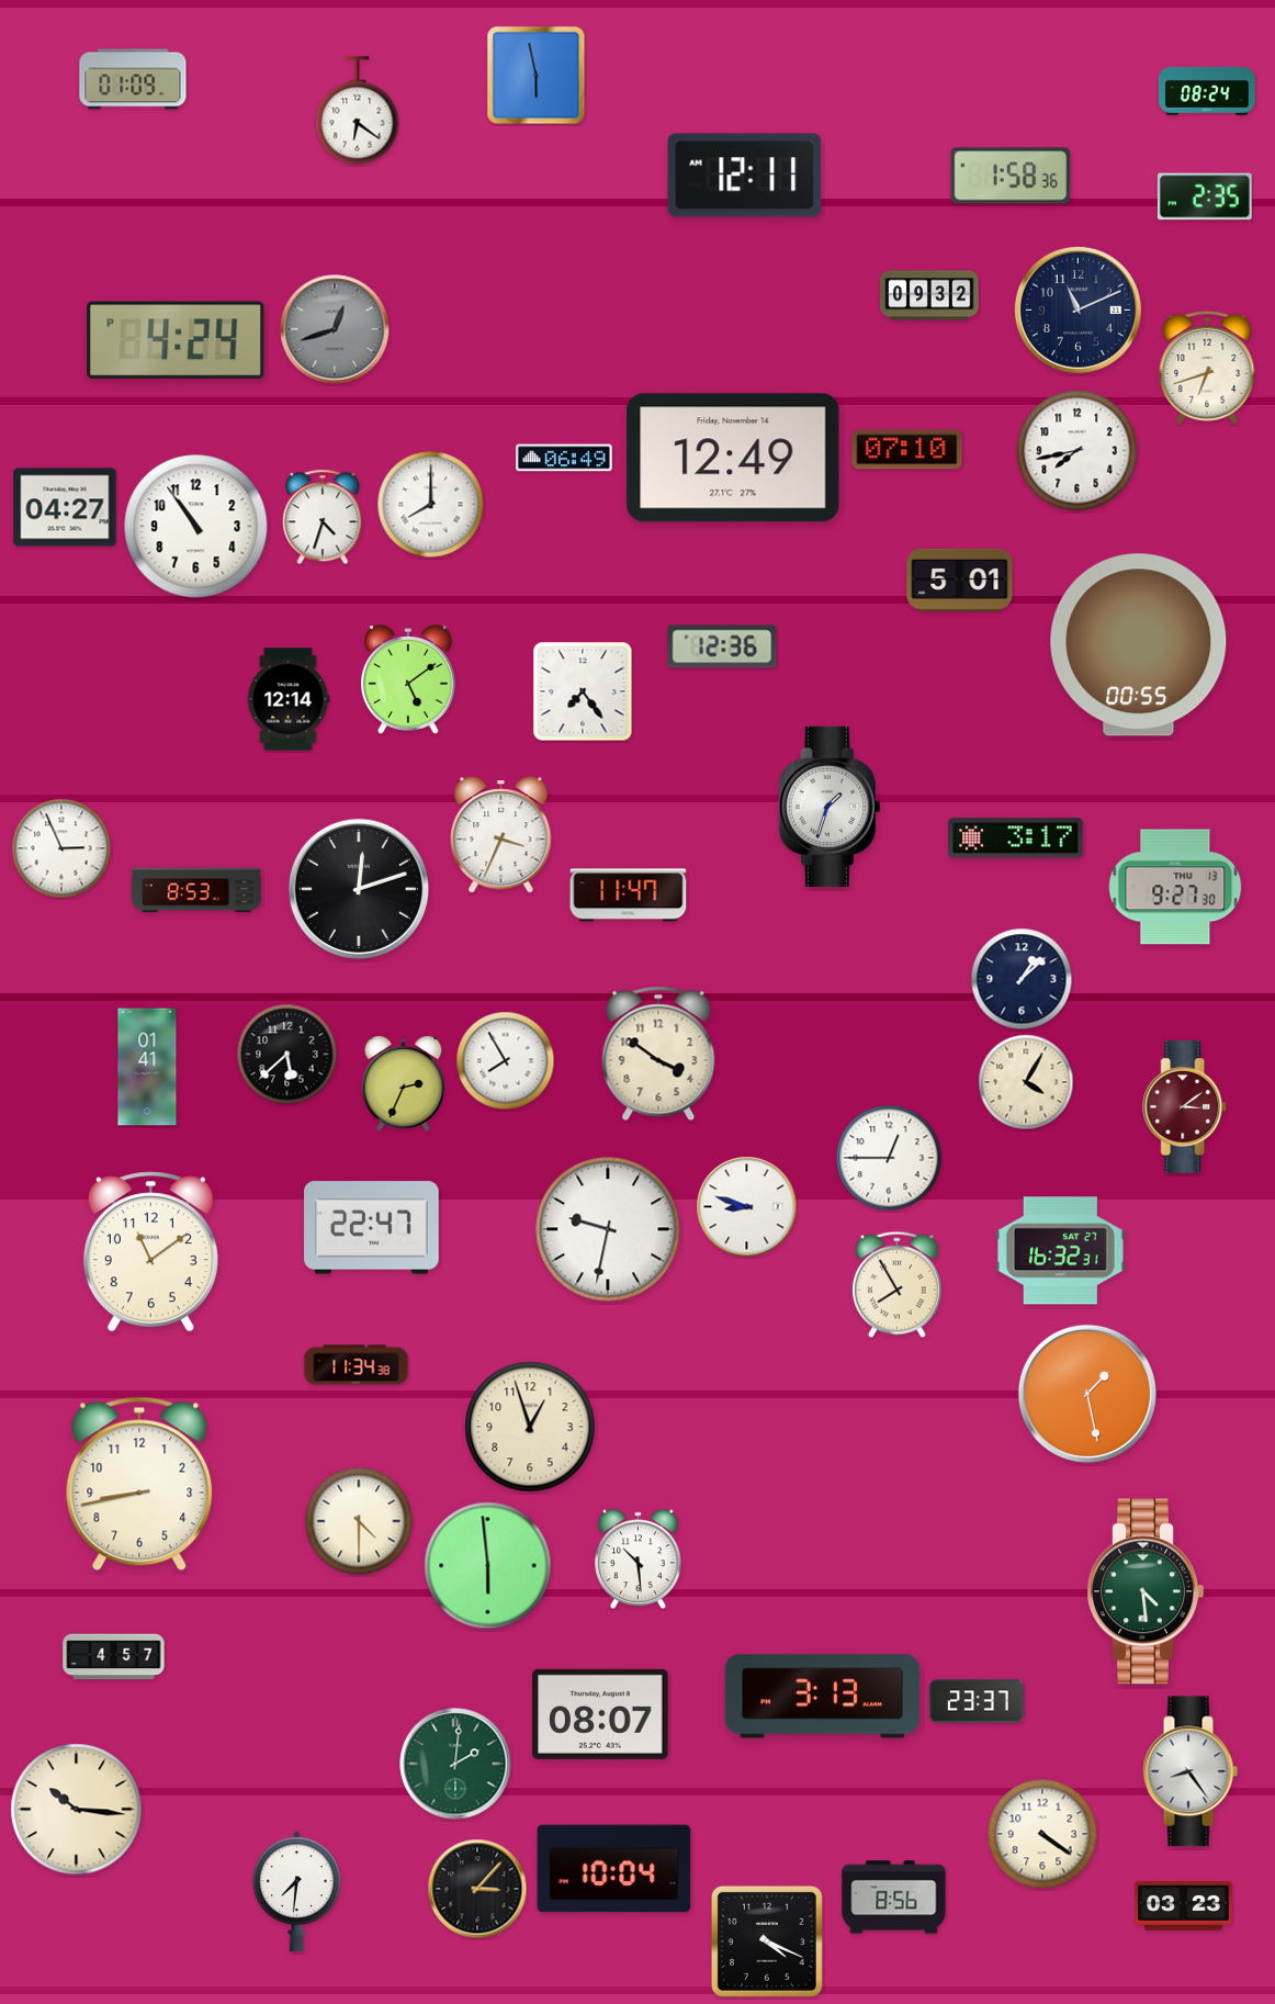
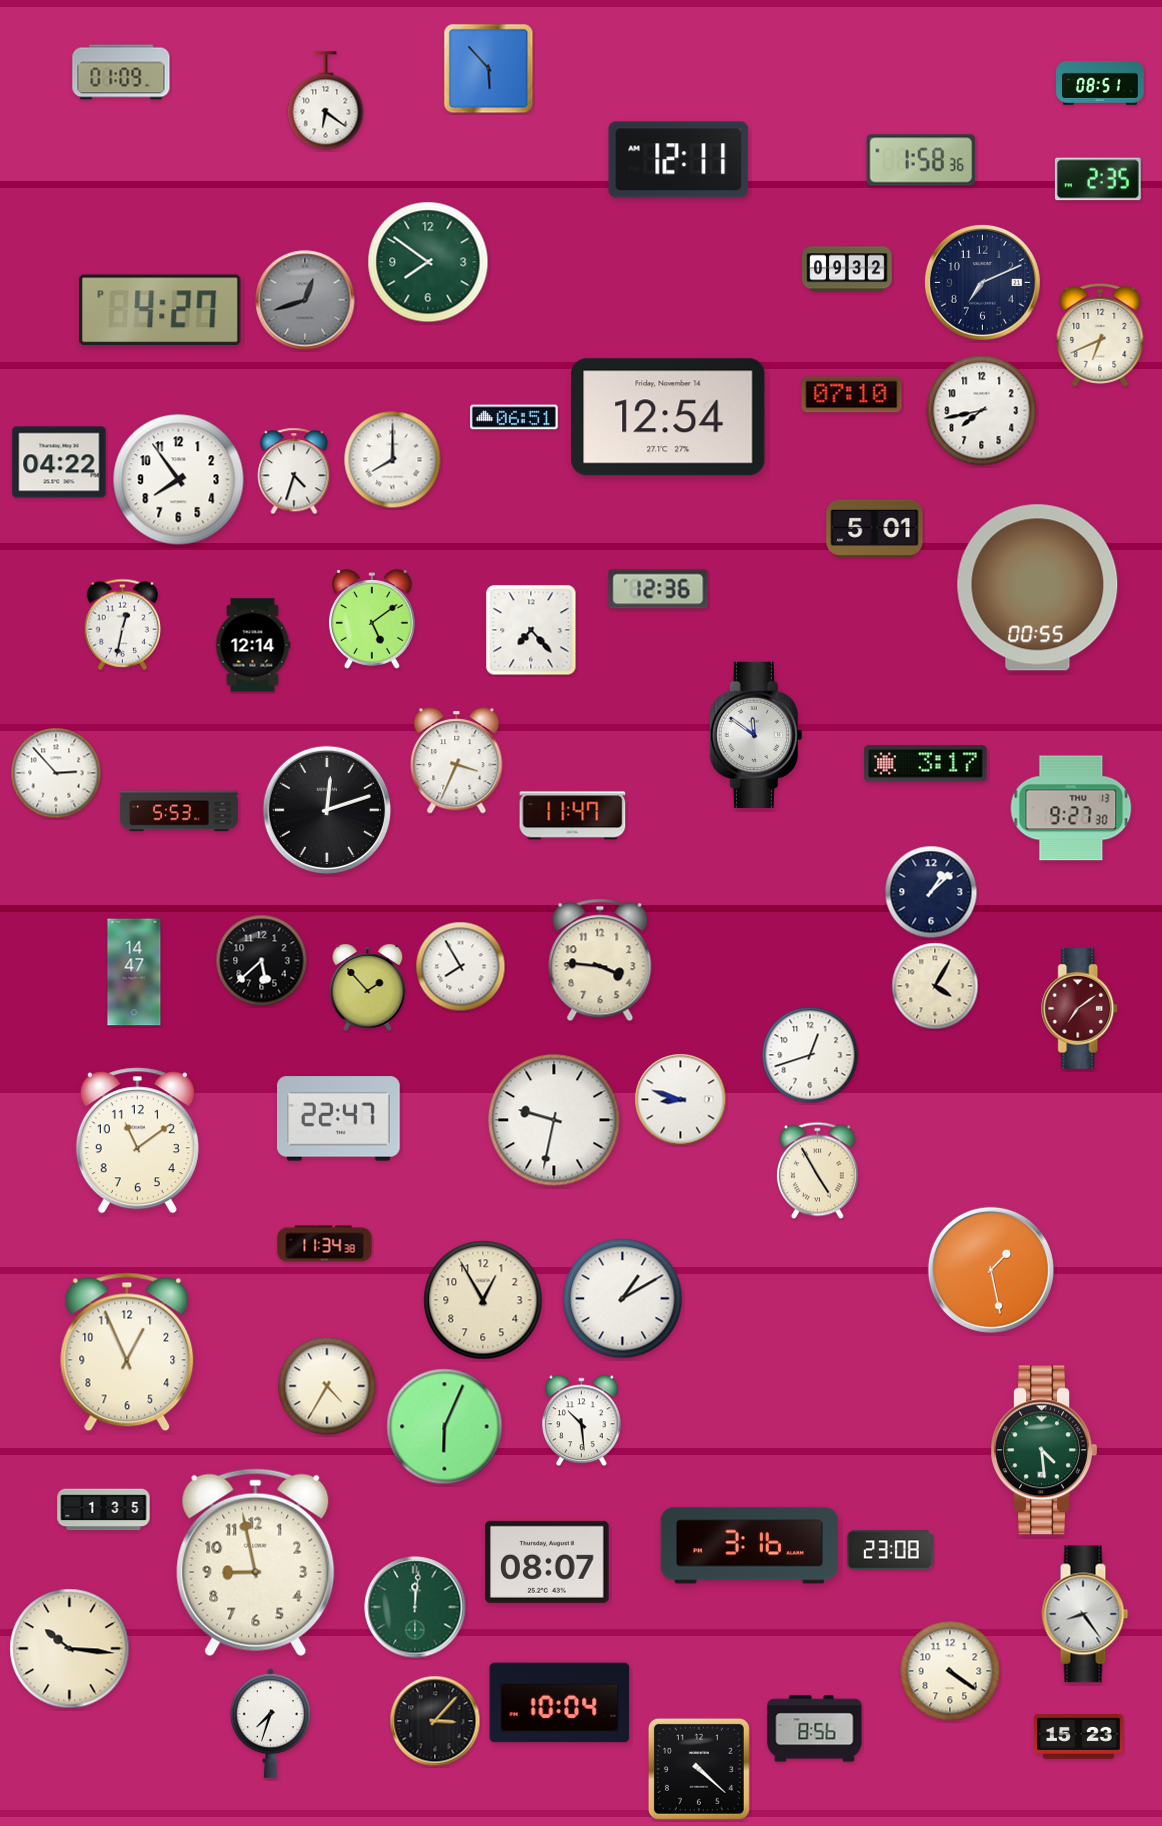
clock at (537, 76): 5:58 -> 5:53
clock at (1207, 91): 08:24 -> 08:51
clock at (428, 262): none -> 7:51
clock at (1077, 309): 11:11 -> 7:11
clock at (176, 339): 4:24 -> 4:27
clock at (1207, 368): 6:42 -> 6:41
clock at (907, 450) position: (907, 450) -> (852, 395)
clock at (564, 458): 06:49 -> 06:51
clock at (733, 458): 12:49 -> 12:54
clock at (65, 507): 04:27 -> 04:22
clock at (196, 527): 10:54 -> 7:54
clock at (122, 624): none -> 12:32
clock at (583, 691): 7:24 -> 7:23
clock at (289, 699) position: (289, 699) -> (253, 645)
clock at (830, 807): 1:33 -> 11:51
clock at (61, 848): 2:56 -> 2:53
clock at (196, 890): 8:53 -> 5:53
clock at (658, 1054): 3:51 -> 3:46
clock at (147, 1067): 01:41 -> 14:47
clock at (404, 1083): 2:34 -> 1:53
clock at (1185, 1107): 3:09 -> 7:09
clock at (889, 1158): 12:45 -> 12:42
clock at (1060, 1251): 16:32 -> none
clock at (898, 1285): 7:55 -> 4:55
clock at (623, 1299): none -> 1:10
clock at (530, 1427): 12:57 -> 12:55
clock at (139, 1484): 8:43 -> 12:56
clock at (359, 1521): 4:30 -> 4:35
clock at (488, 1566): 5:59 -> 6:04
clock at (114, 1657): 4:57 -> 1:35
clock at (823, 1697): 3:13 -> 3:16
clock at (977, 1701): 23:37 -> 23:08
clock at (256, 1563): none -> 8:58
clock at (455, 1764): 2:01 -> 12:01
clock at (297, 1892): 7:31 -> 7:33
clock at (1184, 1906): 03:23 -> 15:23
clock at (767, 1941): 4:19 -> 4:22
